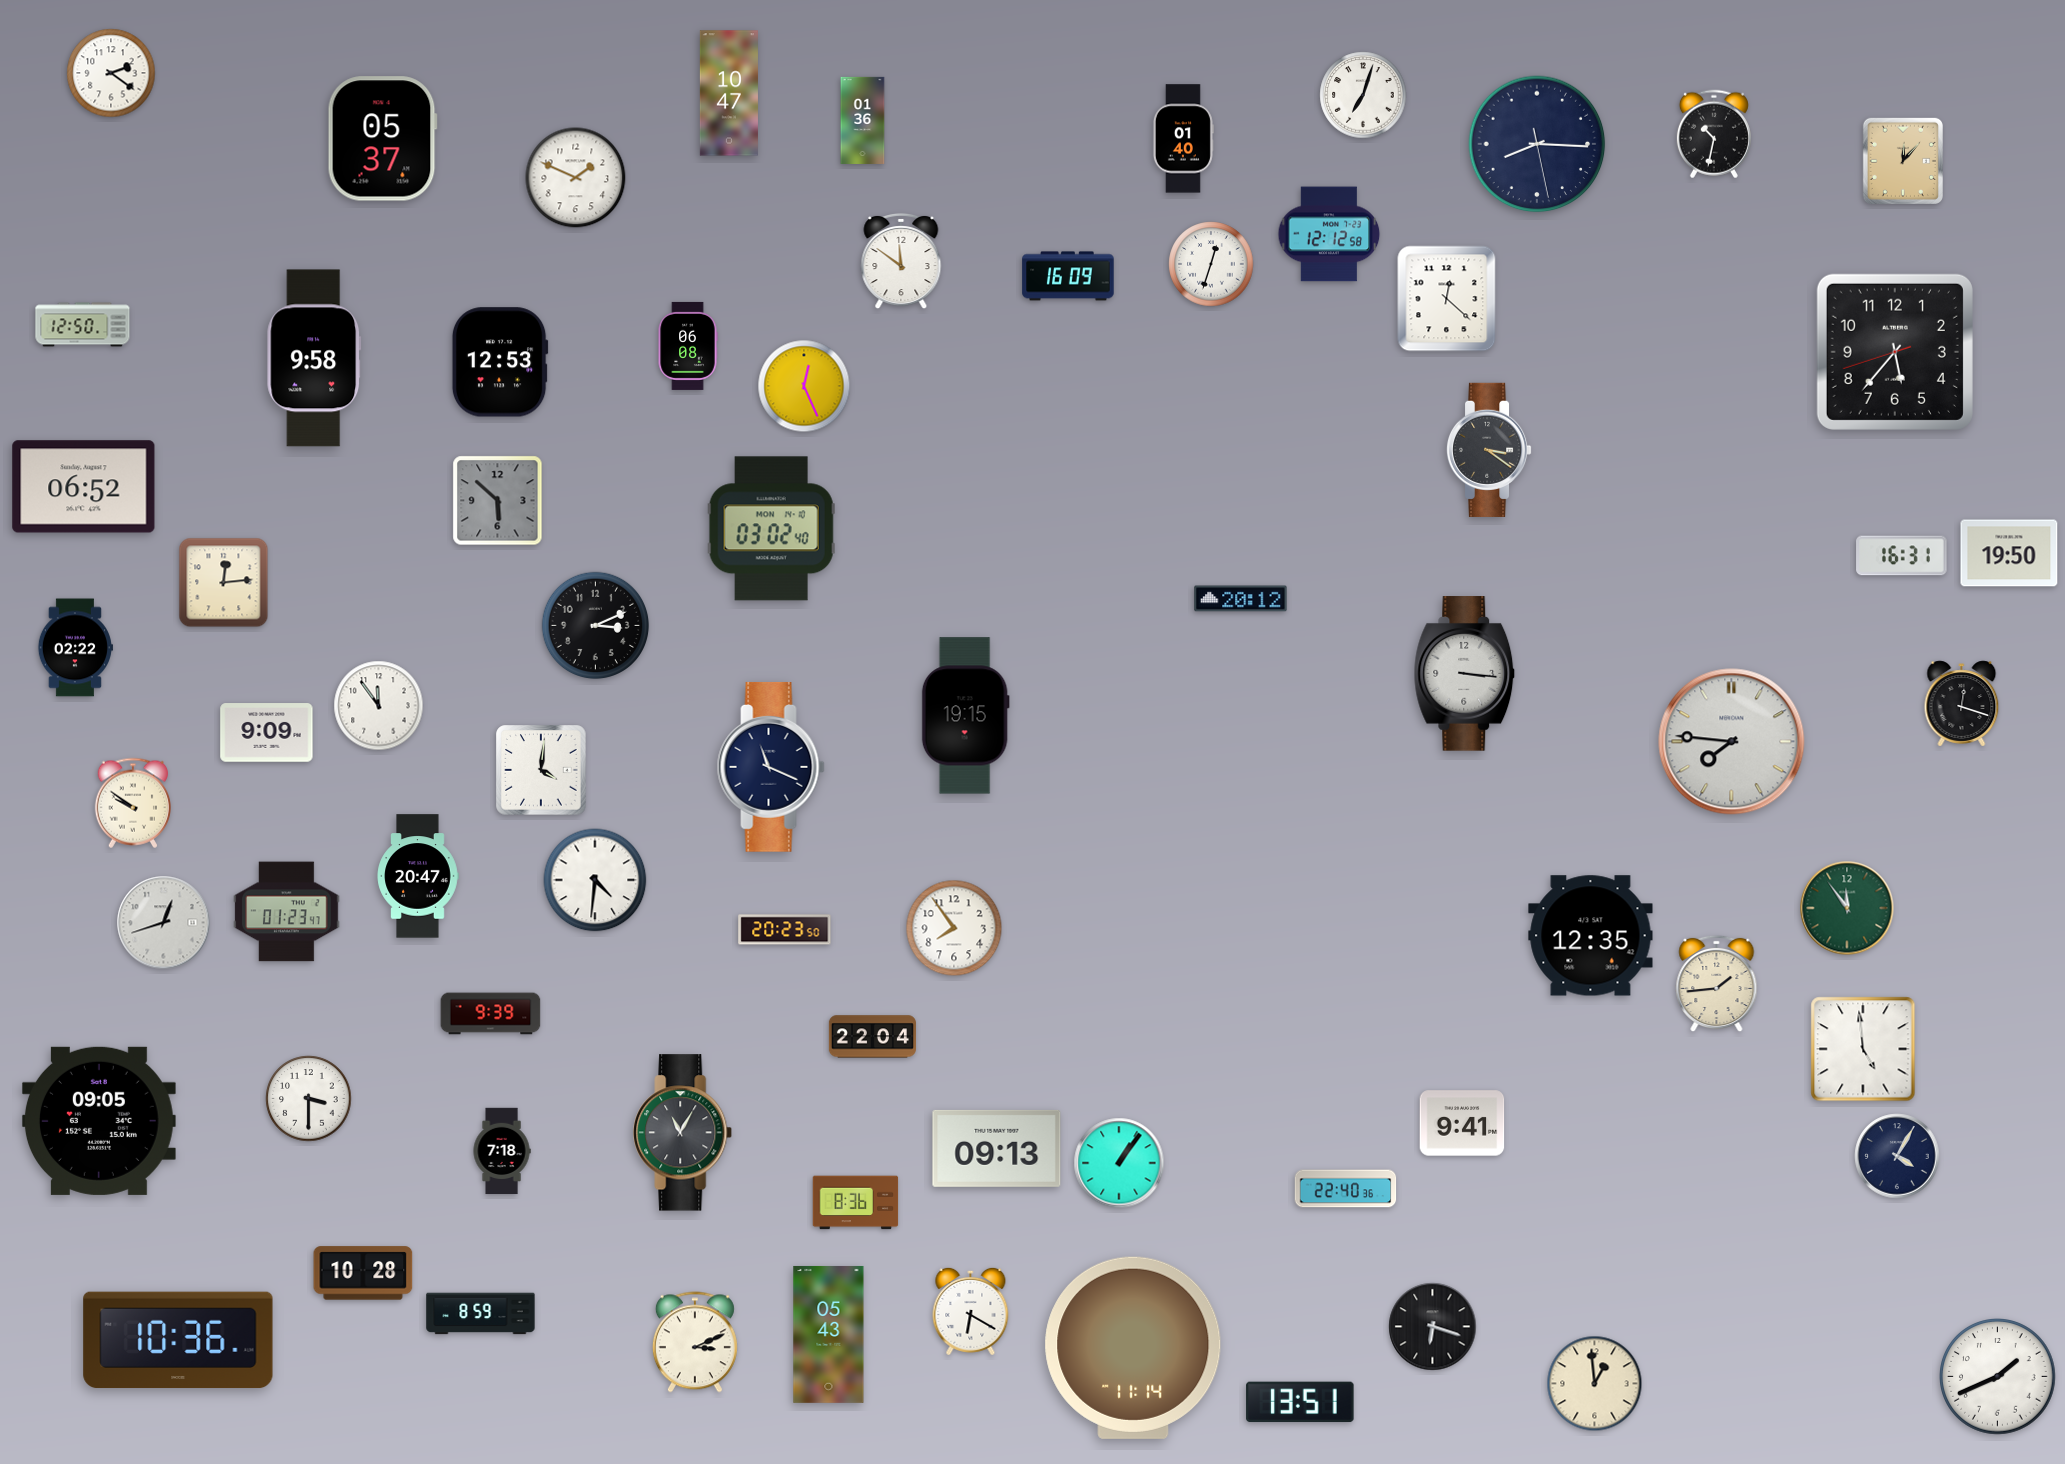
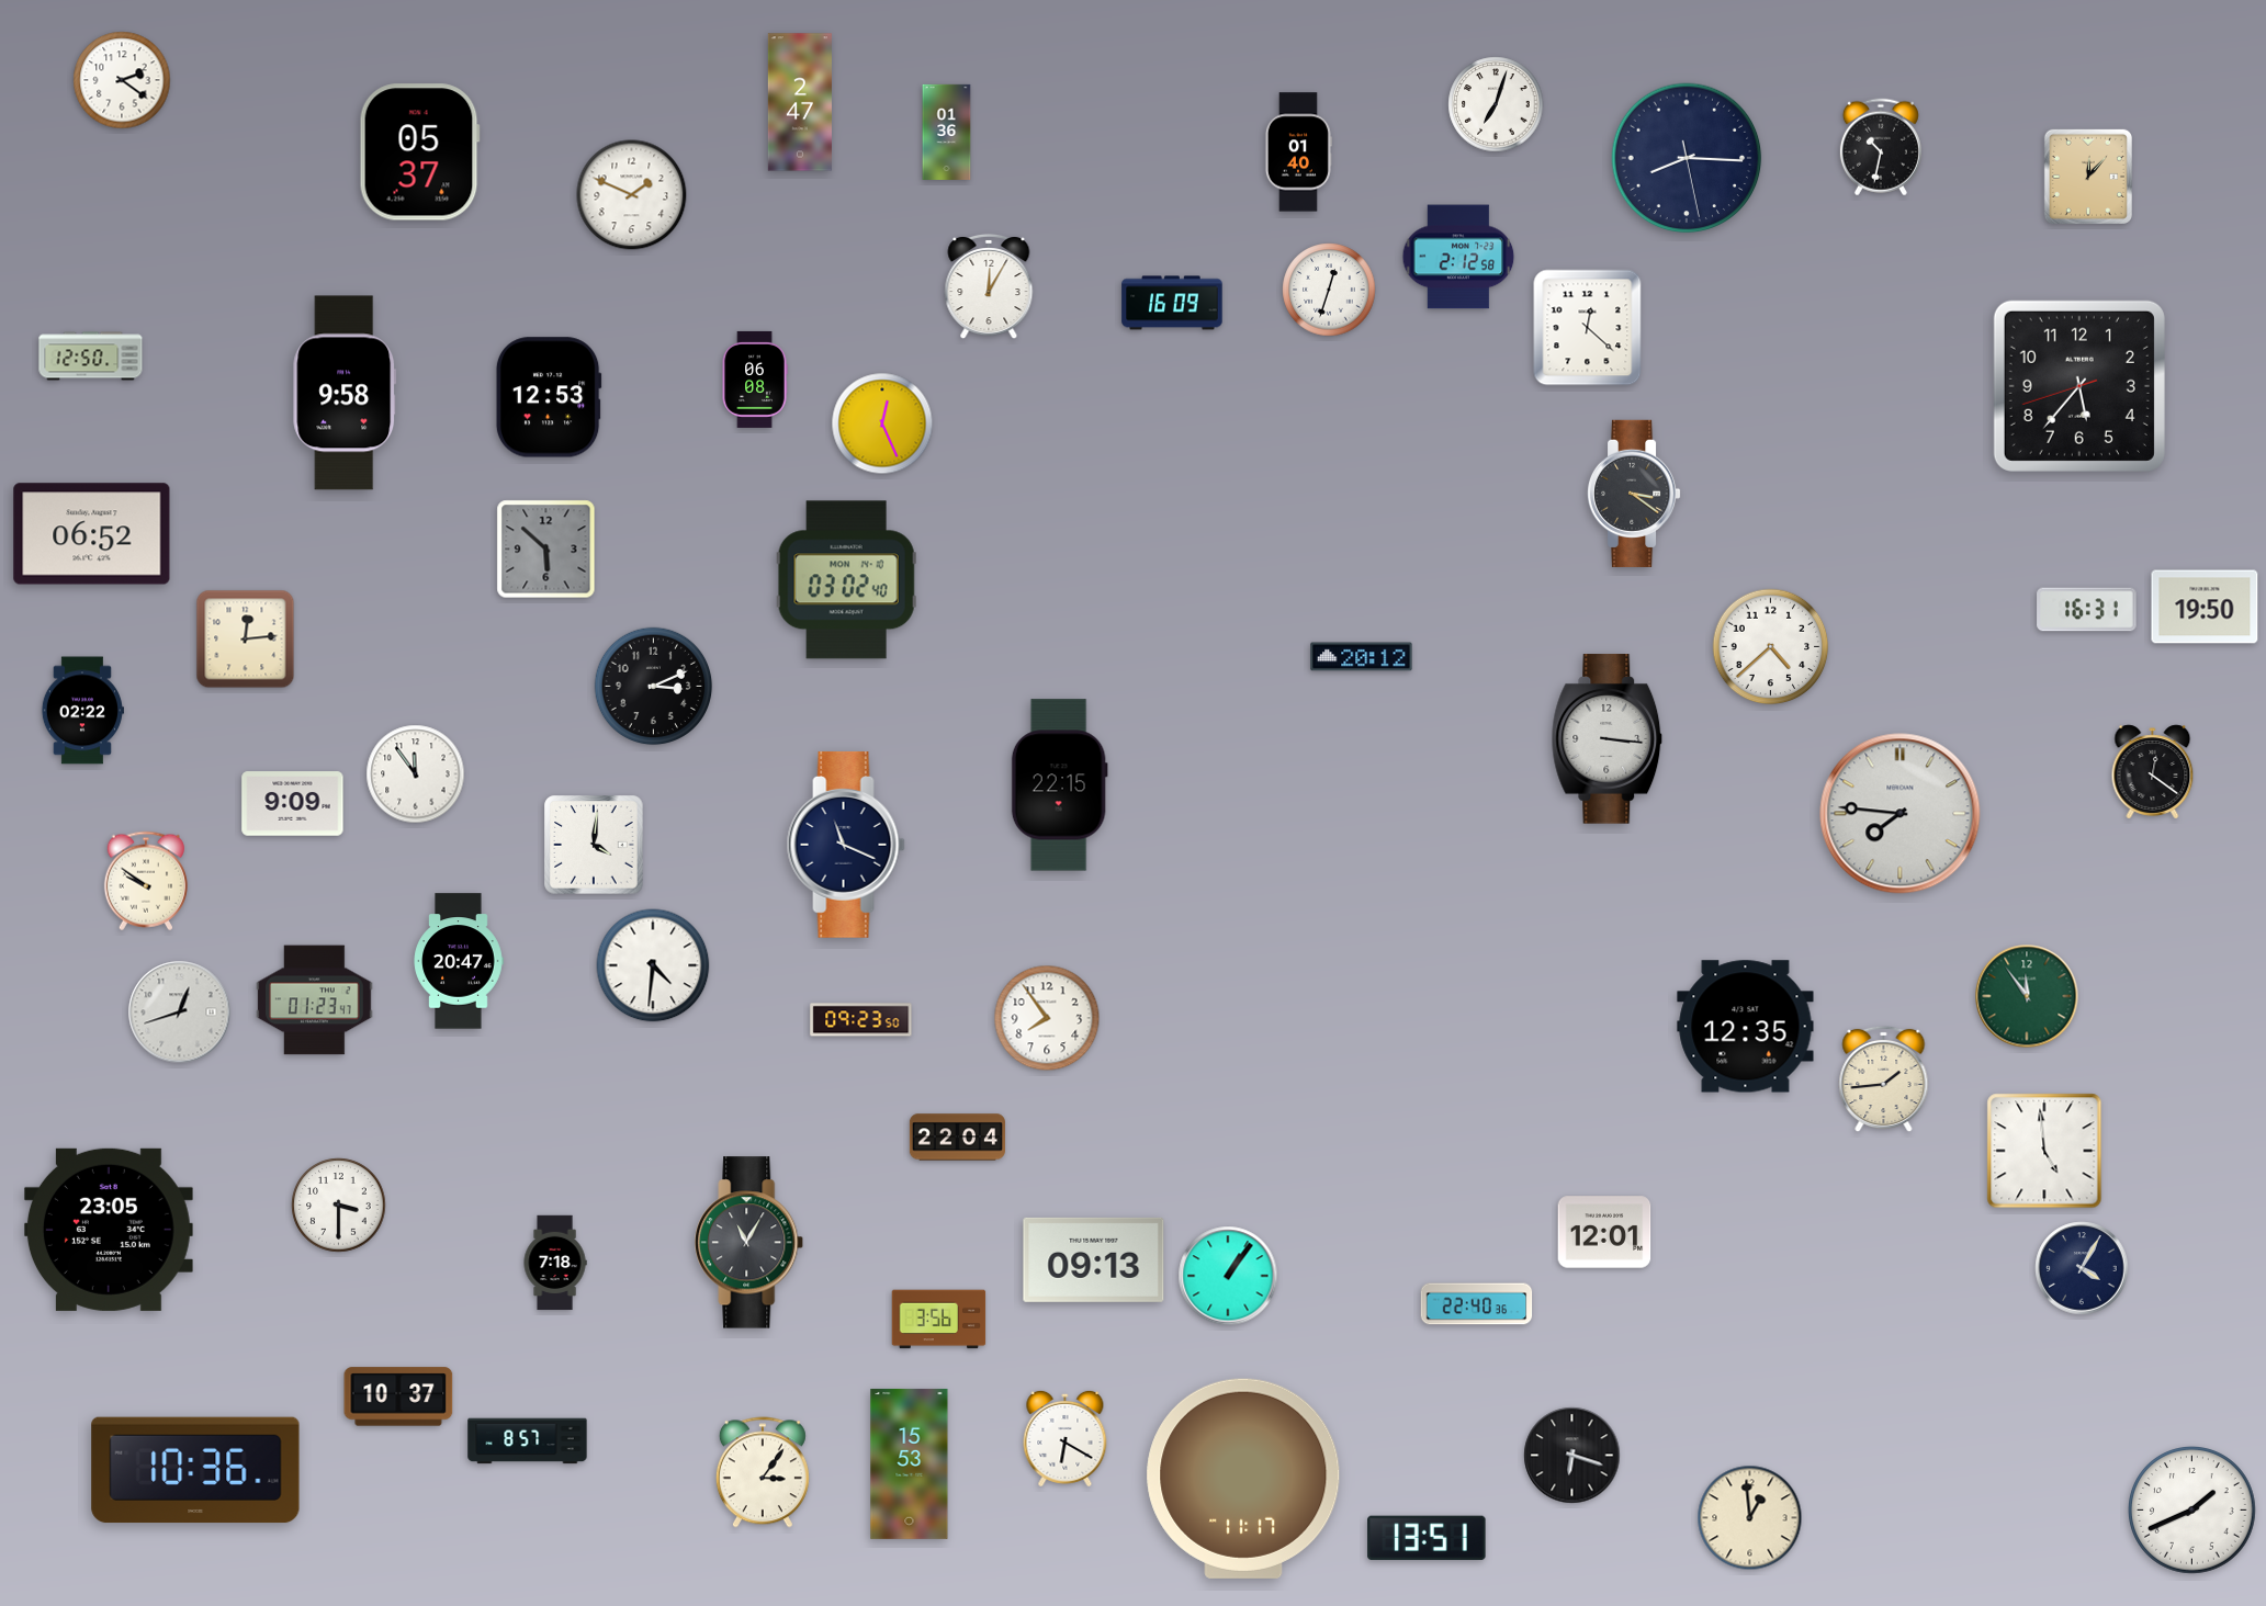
clock at (729, 93): 10:47 -> 2:47
clock at (1329, 234): 12:12 -> 2:12
clock at (901, 261): 11:51 -> 12:05
clock at (1771, 647): none -> 4:38
clock at (1962, 704): 12:18 -> 12:21
clock at (965, 716): 19:15 -> 22:15
clock at (771, 767) position: (771, 767) -> (846, 845)
clock at (785, 930): 20:23 -> 09:23
clock at (491, 1014): 9:39 -> none
clock at (99, 1121): 09:05 -> 23:05
clock at (1462, 1123): 9:41 -> 12:01
clock at (502, 1151) position: (502, 1151) -> (555, 1263)
clock at (856, 1203): 8:36 -> 3:56
clock at (363, 1273): 10:28 -> 10:37
clock at (481, 1314): 8:59 -> 8:57
clock at (829, 1334): 05:43 -> 15:53
clock at (695, 1342): 3:11 -> 3:06
clock at (1133, 1348): 11:14 -> 11:17
